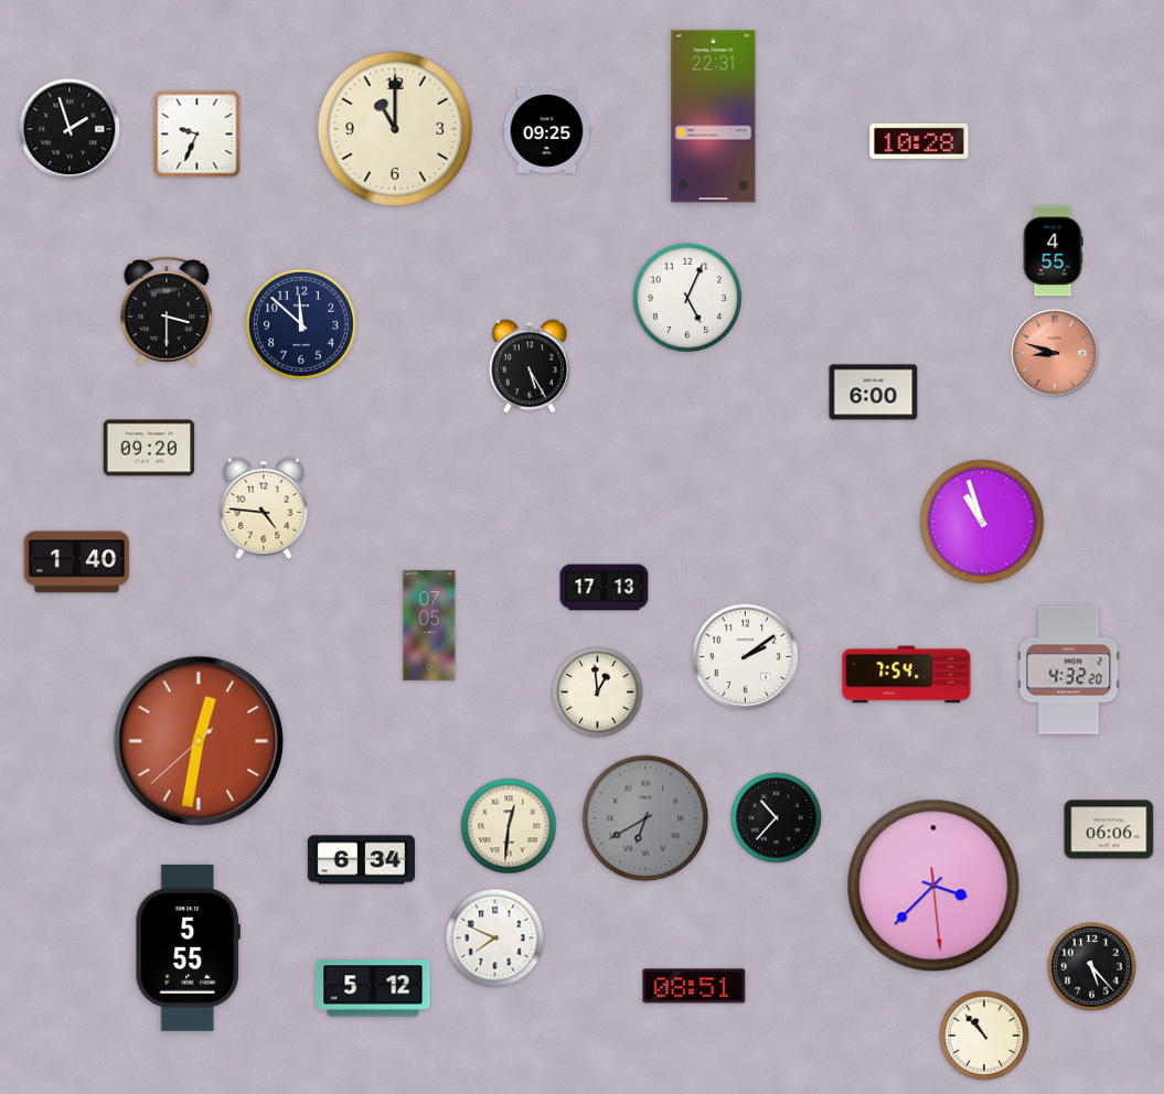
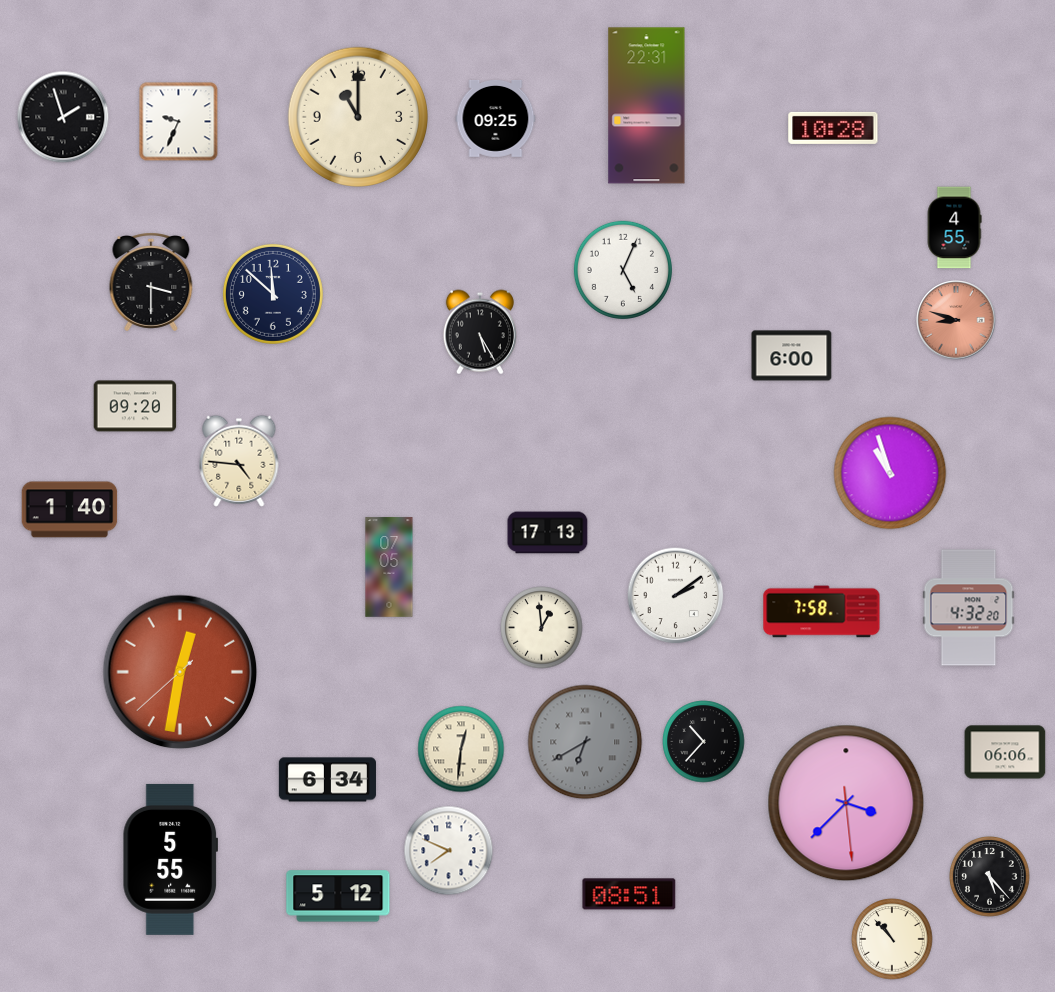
clock at (907, 675): 7:54 -> 7:58
